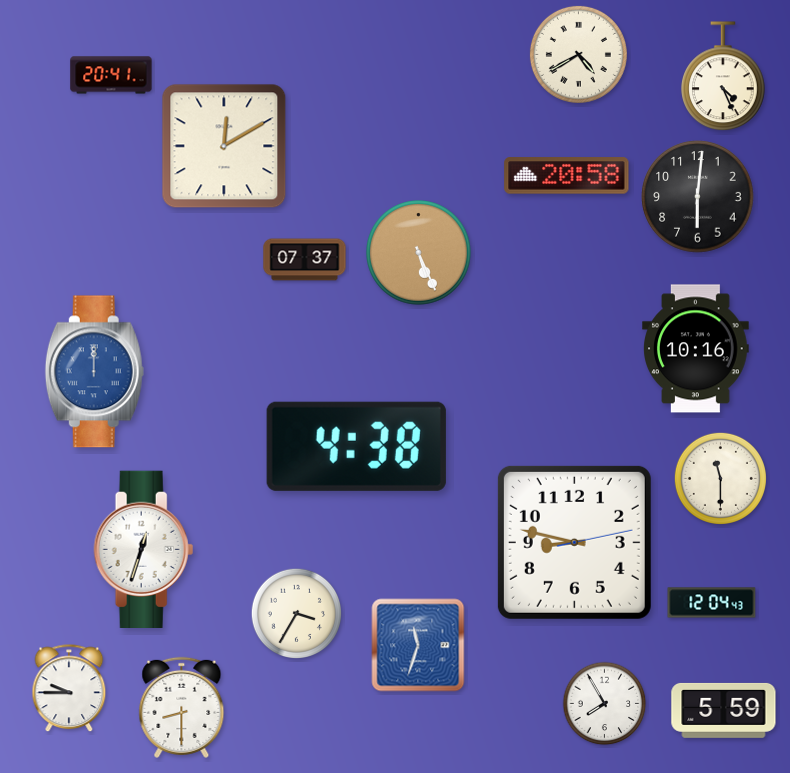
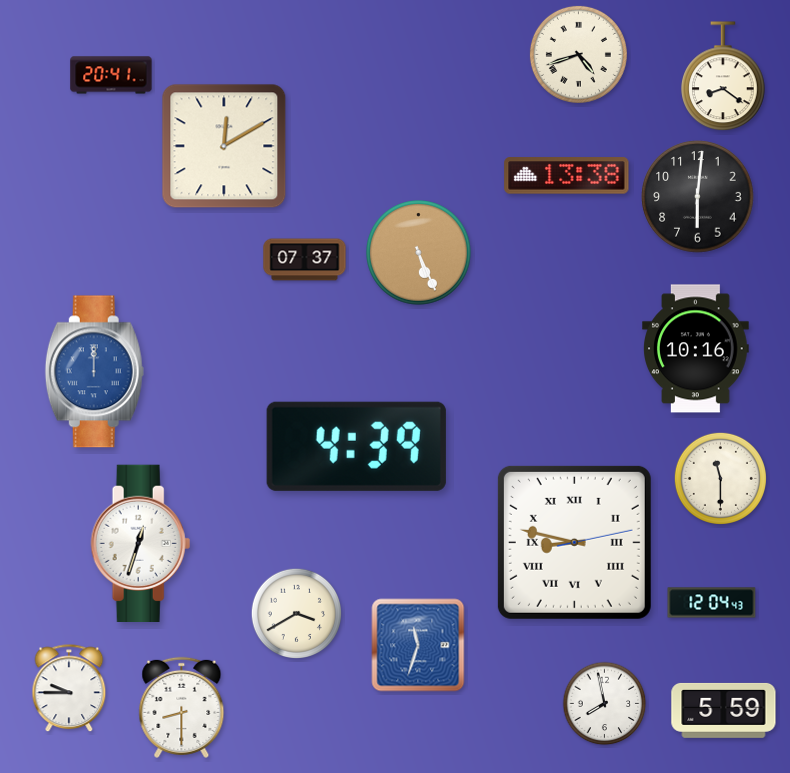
clock at (578, 54): 4:40 -> 4:42
clock at (723, 77): 4:26 -> 8:21
clock at (567, 176): 20:58 -> 13:38
clock at (356, 446): 4:38 -> 4:39
clock at (574, 542) numerals: Arabic -> Roman
clock at (144, 549) position: (144, 549) -> (141, 543)
clock at (296, 613): 3:35 -> 3:40
clock at (605, 704): 7:55 -> 7:58
